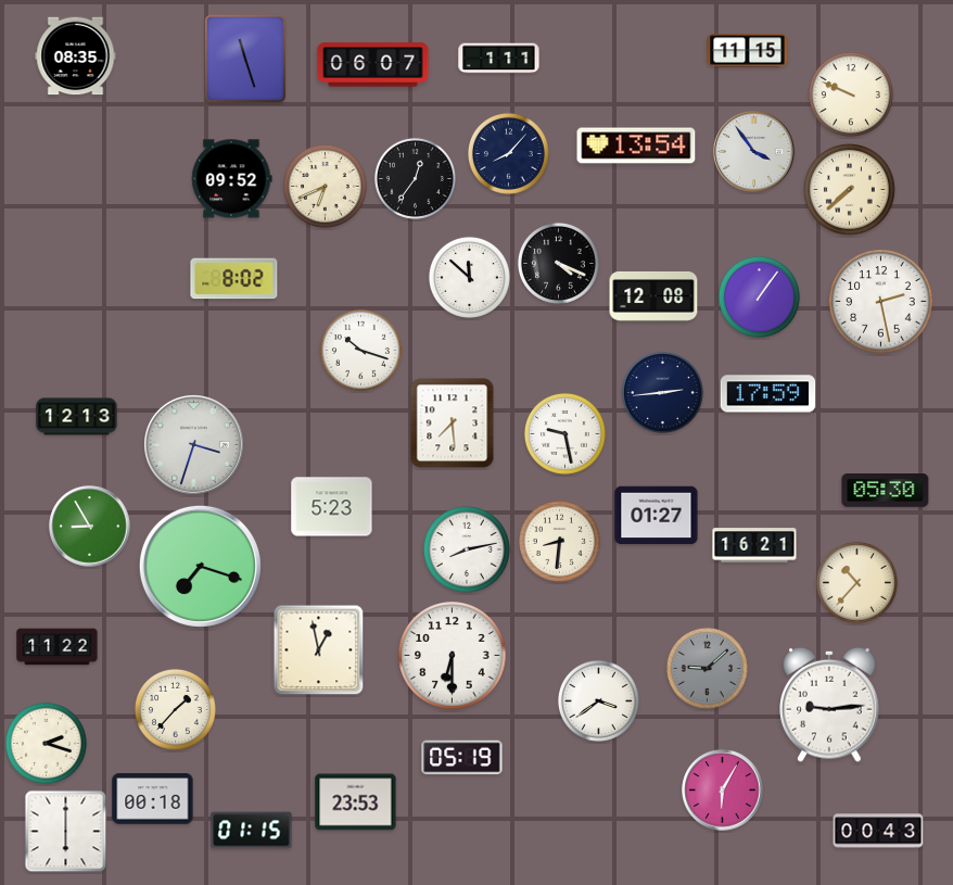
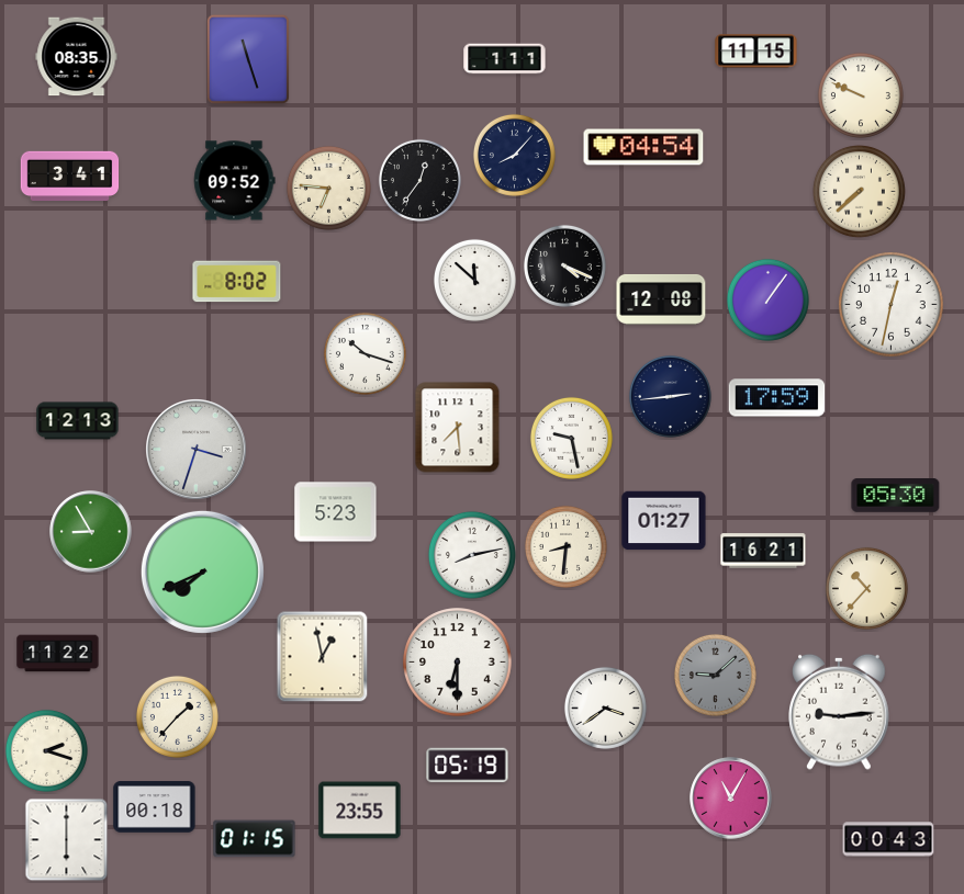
clock at (373, 65): 06:07 -> none
clock at (636, 146): 13:54 -> 04:54
clock at (754, 152): 3:54 -> none
clock at (70, 177): none -> 3:41
clock at (325, 186): 6:41 -> 6:46
clock at (881, 302): 2:28 -> 12:32
clock at (200, 566): 7:18 -> 7:41
clock at (723, 791): 6:05 -> 11:05
clock at (356, 802): 23:53 -> 23:55
